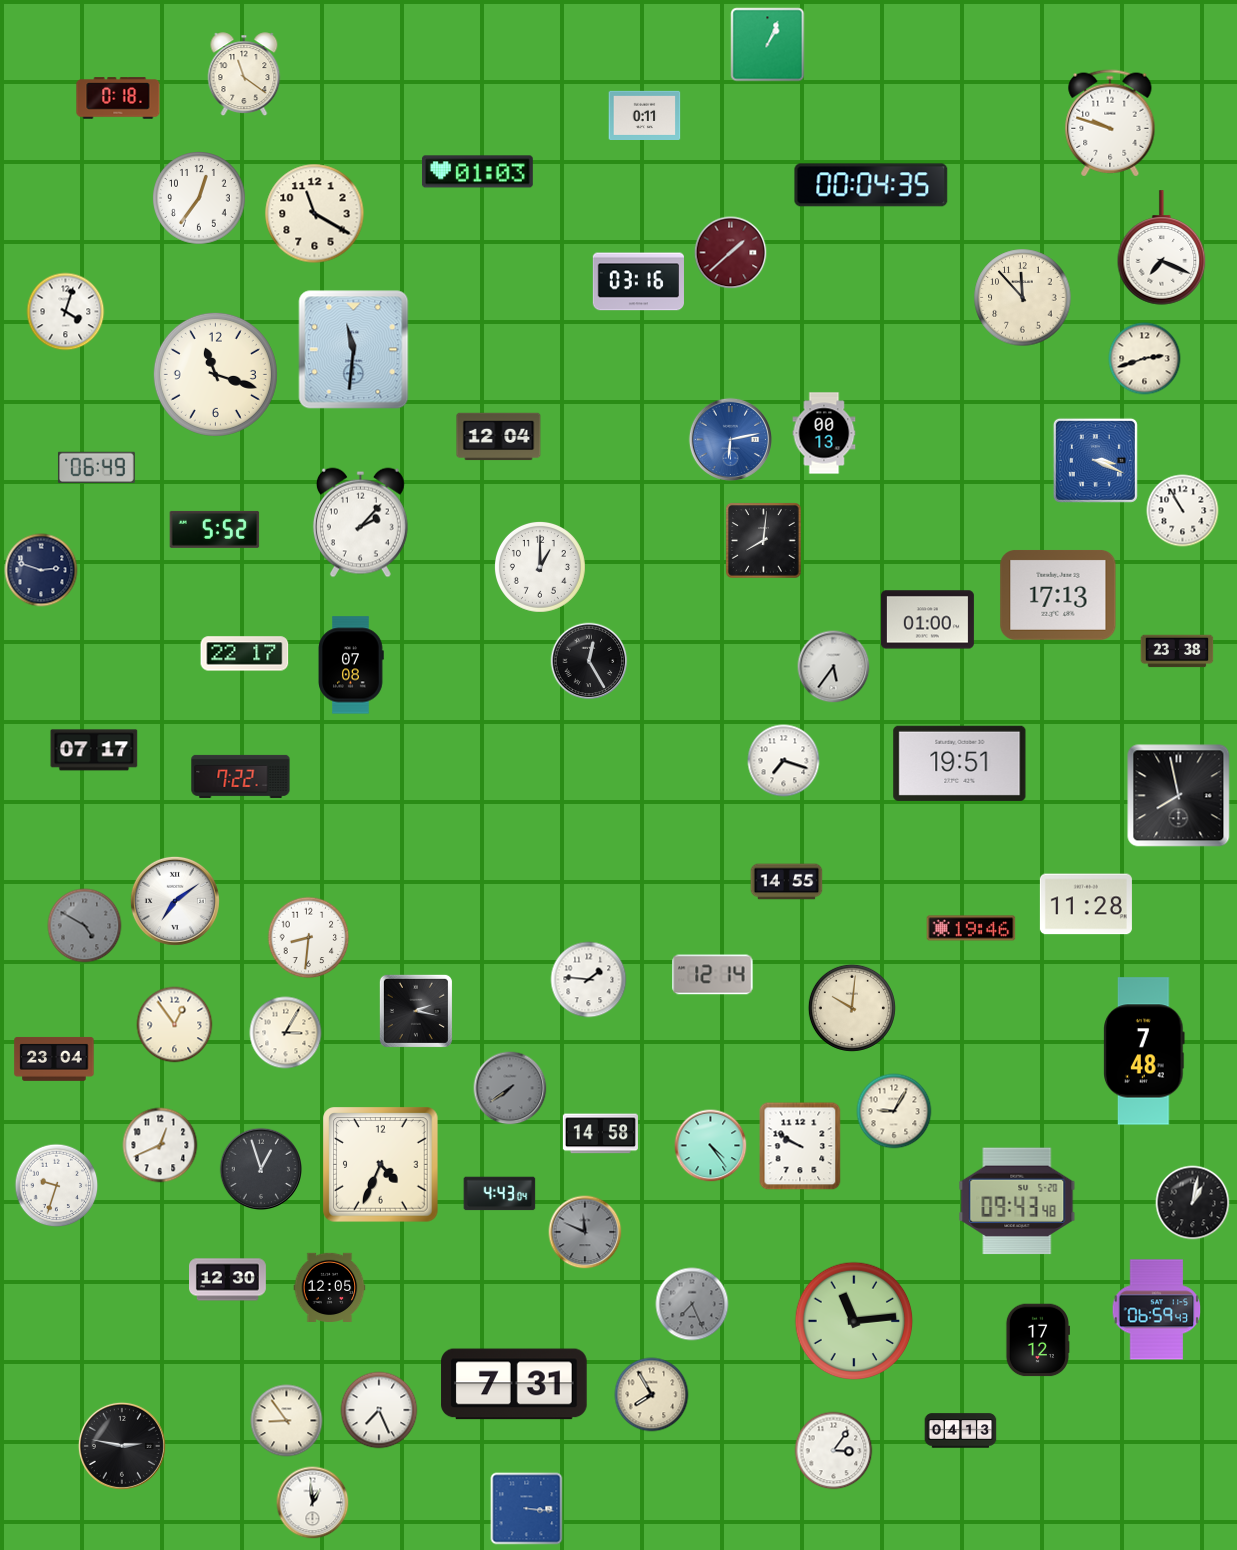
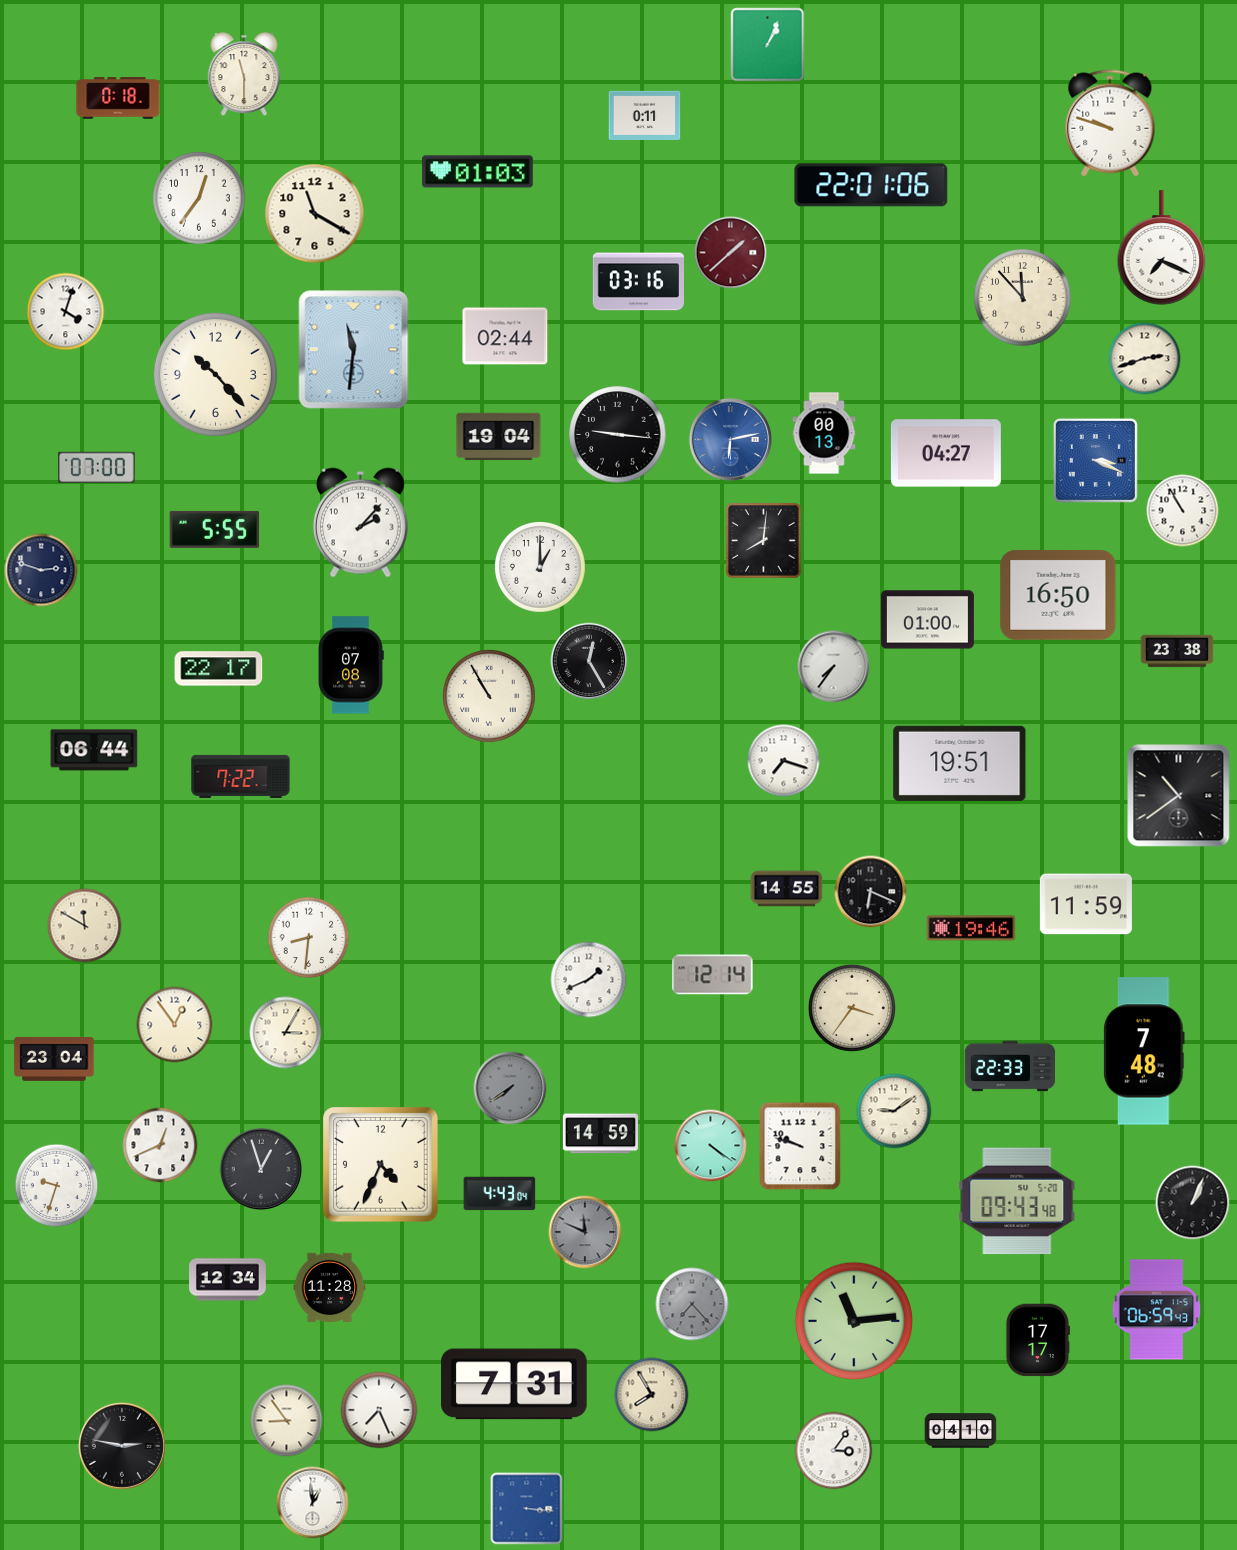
clock at (244, 75): 11:21 -> 11:30
clock at (871, 185): 00:04 -> 22:01
clock at (505, 336): none -> 02:44
clock at (215, 374): 11:18 -> 10:23
clock at (618, 435): none -> 9:16
clock at (499, 437): 12:04 -> 19:04
clock at (946, 453): none -> 04:27
clock at (96, 468): 06:49 -> 07:00
clock at (215, 529): 5:52 -> 5:55
clock at (1058, 595): 17:13 -> 16:50
clock at (245, 654) position: (245, 654) -> (219, 669)
clock at (834, 667): 5:36 -> 7:36
clock at (490, 697): none -> 10:55
clock at (94, 750): 07:17 -> 06:44
clock at (1179, 796): 7:58 -> 10:39
clock at (787, 882) position: (787, 882) -> (787, 889)
clock at (871, 892): none -> 6:19
clock at (175, 901): 7:09 -> none
clock at (1086, 904): 11:28 -> 11:59
clock at (85, 926): 4:50 -> 11:50
clock at (85, 926) dial: grey -> cream
clock at (589, 980): 1:46 -> 1:41
clock at (852, 1008): 10:01 -> 3:36
clock at (416, 1011): 2:17 -> none
clock at (1010, 1066): none -> 22:33
clock at (894, 1111): 9:05 -> 9:09
clock at (600, 1134): 14:58 -> 14:59
clock at (711, 1146): 4:24 -> 4:21
clock at (800, 1146): 9:50 -> 9:48
clock at (1193, 1203): 1:02 -> 1:04
clock at (228, 1280): 12:30 -> 12:34
clock at (330, 1287): 12:05 -> 11:28
clock at (692, 1304): 7:26 -> 7:23
clock at (1037, 1340): 17:12 -> 17:17
clock at (961, 1431): 04:13 -> 04:10
